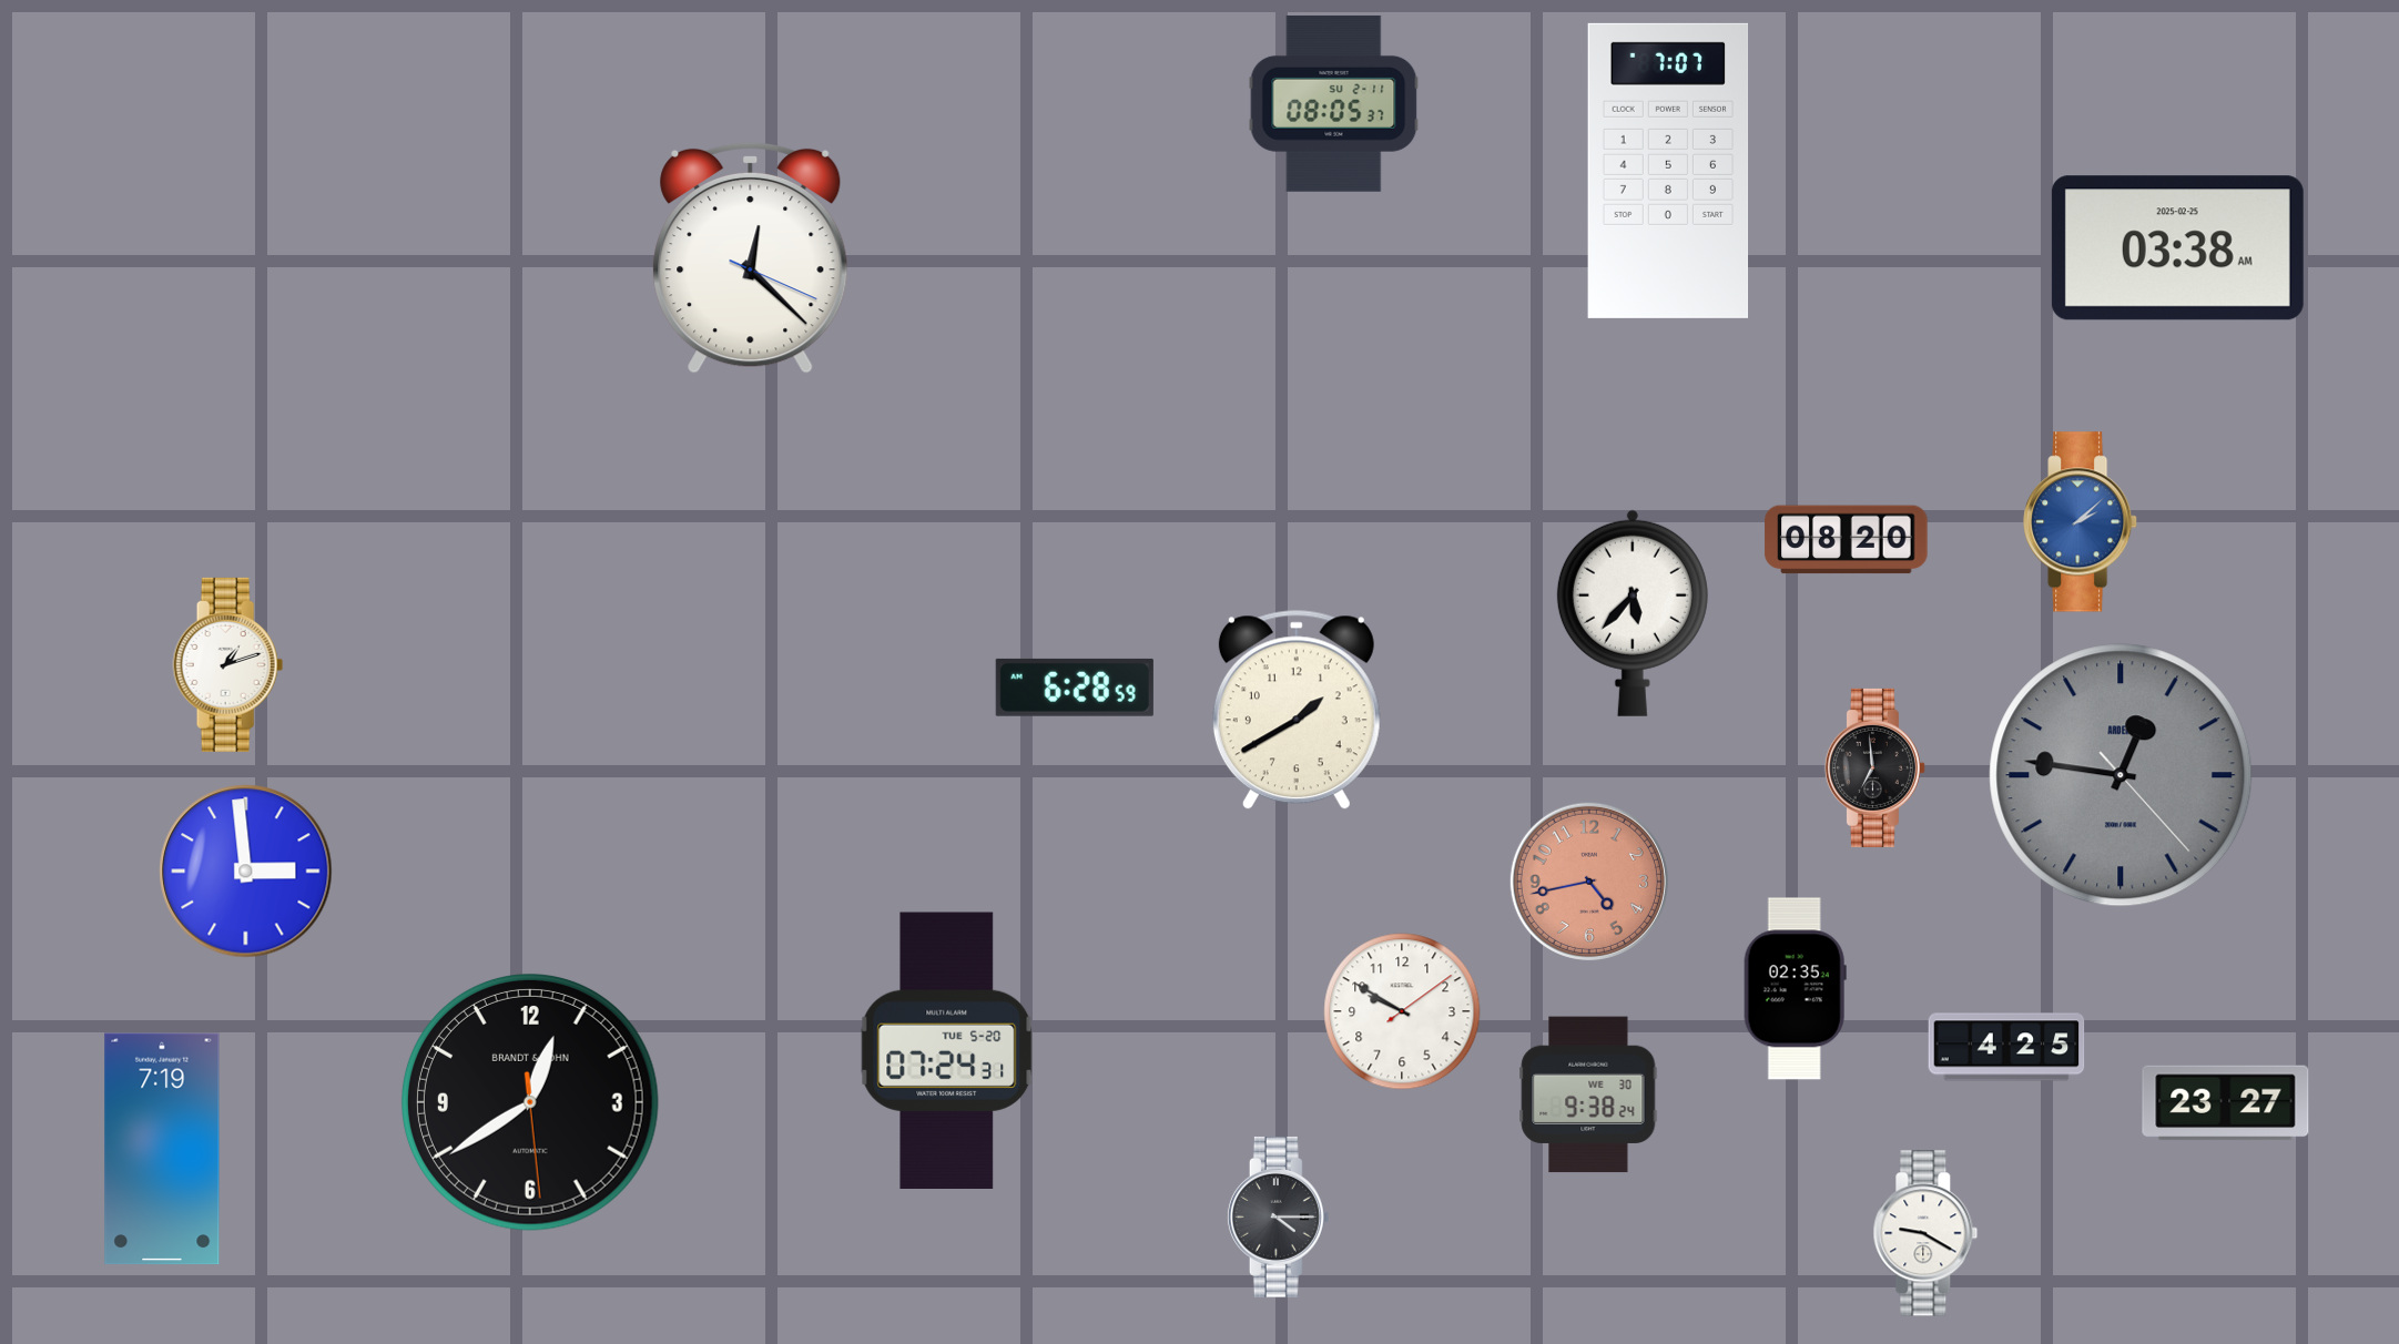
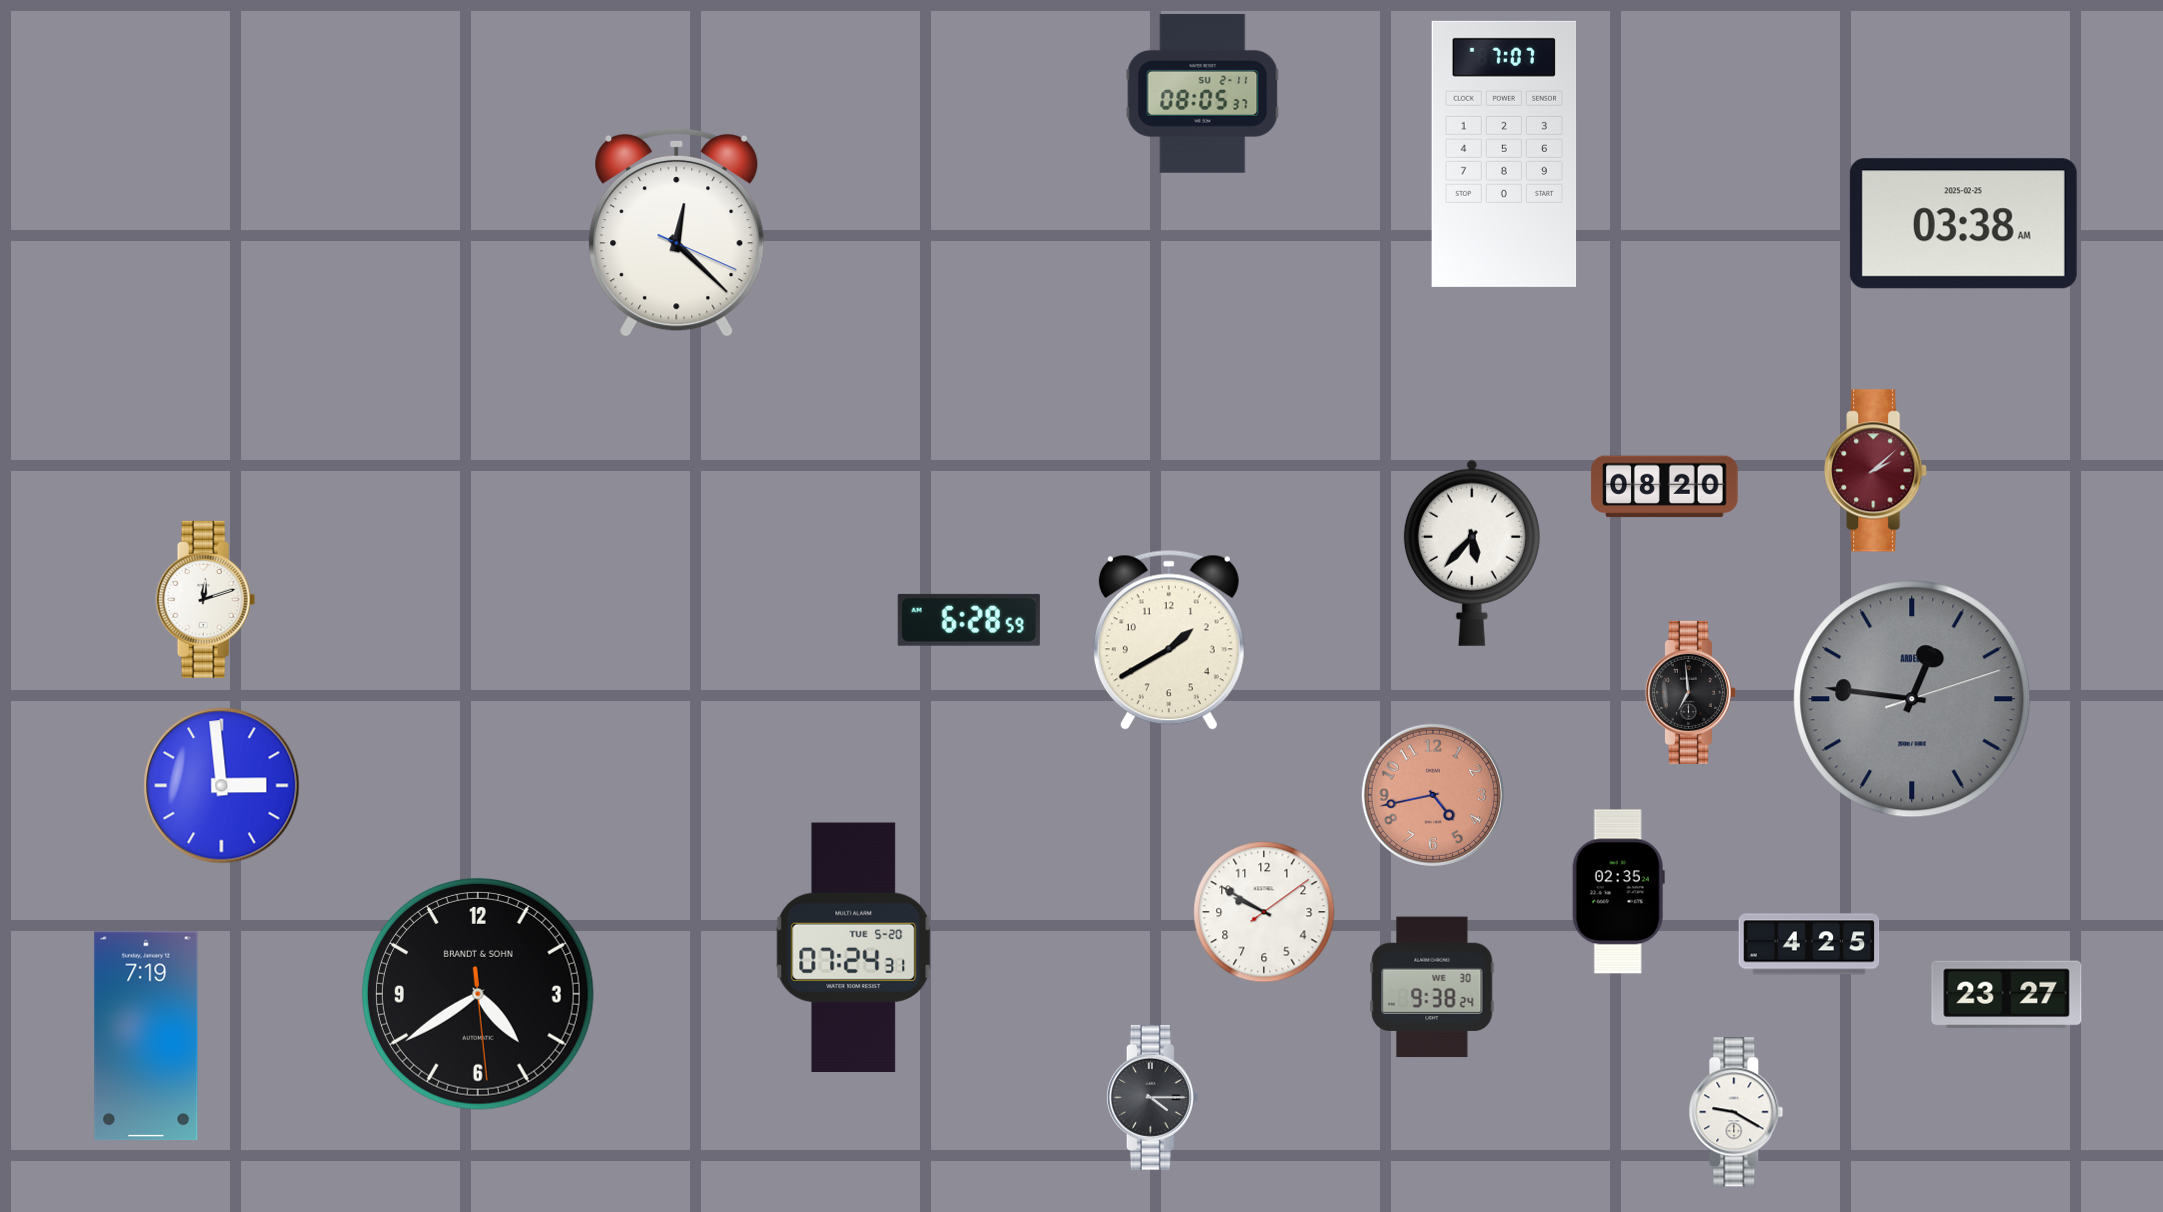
clock at (2081, 522) dial: blue -> burgundy
clock at (228, 664): 1:12 -> 12:12
clock at (2121, 775): 12:46:23 -> 12:46:12
clock at (530, 1102): 12:39 -> 4:39
